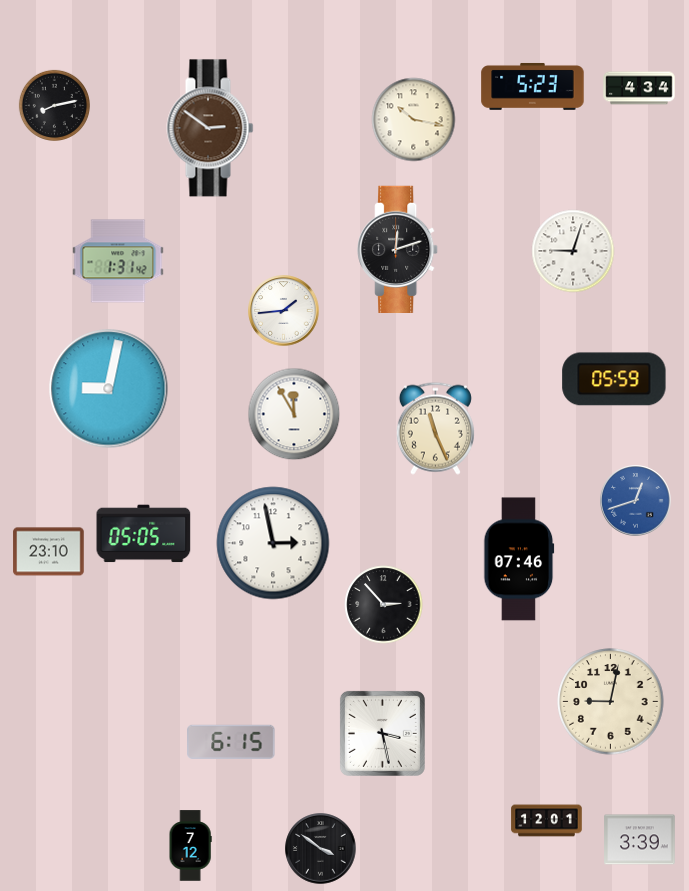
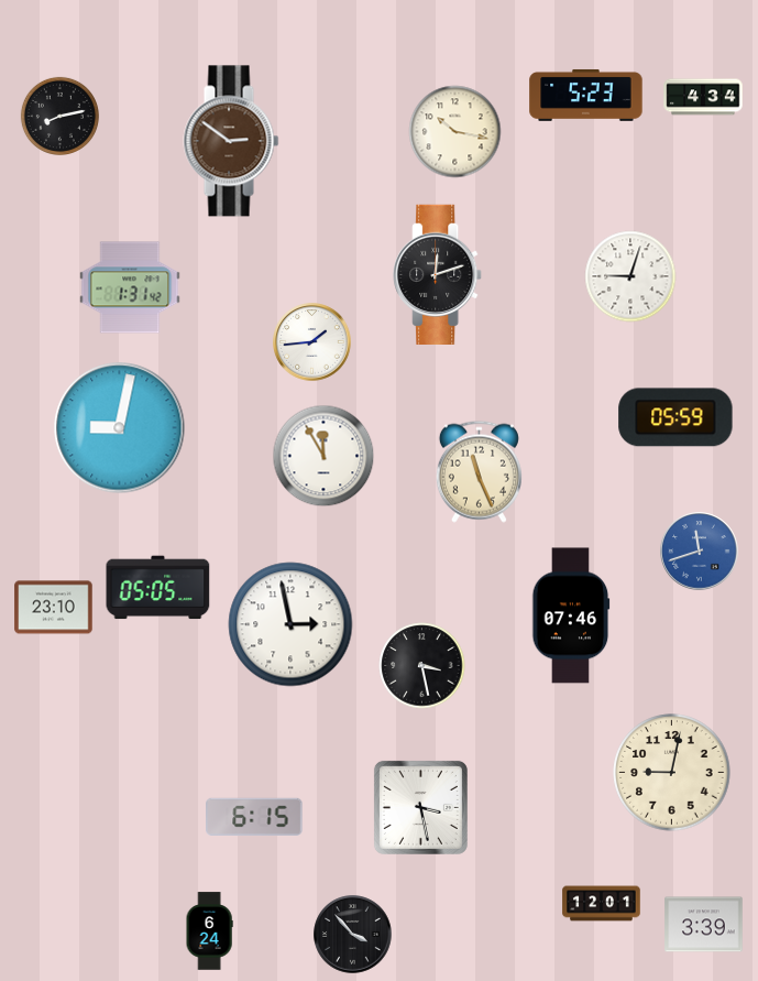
clock at (636, 501): 12:42 -> 11:42
clock at (273, 543) position: (273, 543) -> (290, 624)
clock at (384, 605): 2:53 -> 3:28
clock at (190, 846): 7:12 -> 6:24
clock at (321, 849): 3:51 -> 3:53
